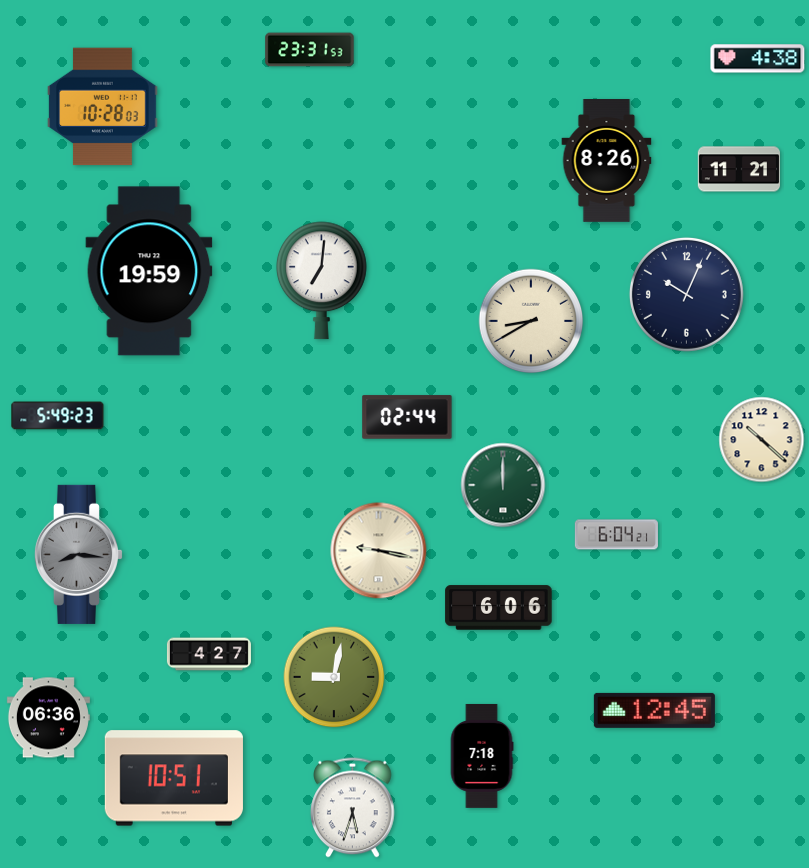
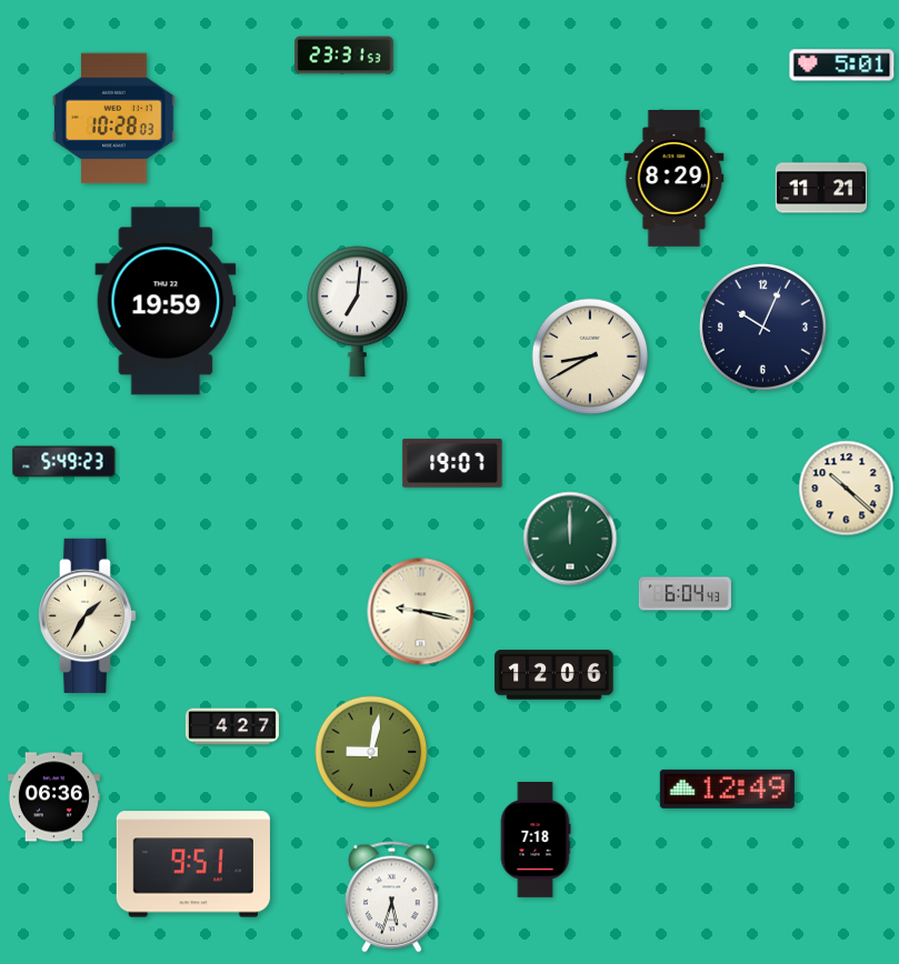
clock at (758, 59): 4:38 -> 5:01
clock at (607, 161): 8:26 -> 8:29
clock at (407, 417): 02:44 -> 19:07
clock at (503, 485) position: (503, 485) -> (570, 539)
clock at (616, 535): 6:04:21 -> 6:04:43
clock at (78, 554): 8:16 -> 1:35
clock at (78, 554) dial: grey -> cream
clock at (499, 608): 6:06 -> 12:06
clock at (654, 710): 12:45 -> 12:49
clock at (174, 778): 10:51 -> 9:51
